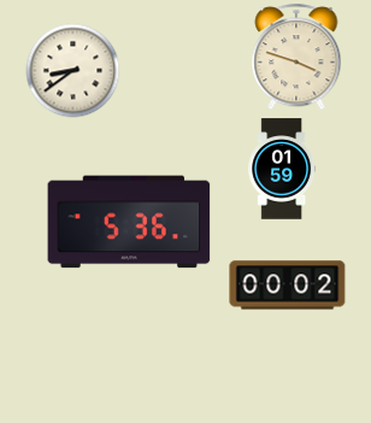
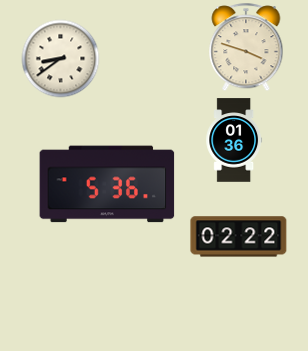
clock at (282, 169): 01:59 -> 01:36
clock at (288, 286): 00:02 -> 02:22
